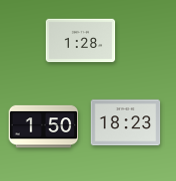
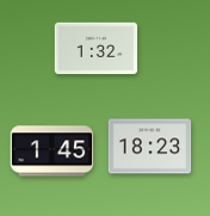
clock at (81, 41): 1:28 -> 1:32
clock at (44, 127): 1:50 -> 1:45
